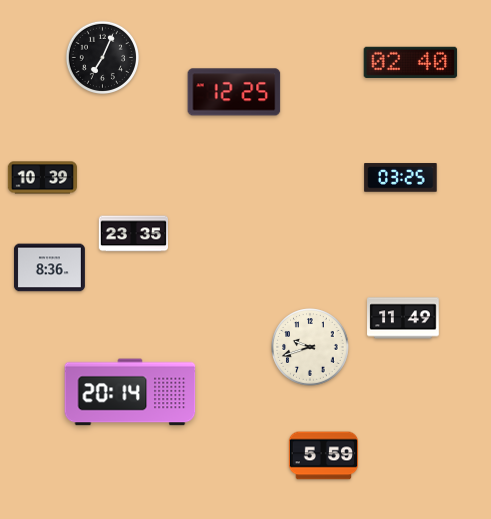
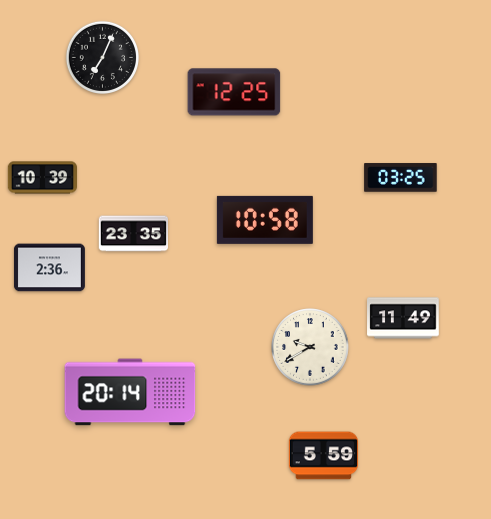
clock at (411, 62): 02:40 -> none
clock at (265, 220): none -> 10:58
clock at (49, 268): 8:36 -> 2:36
clock at (310, 347): 9:42 -> 9:40
